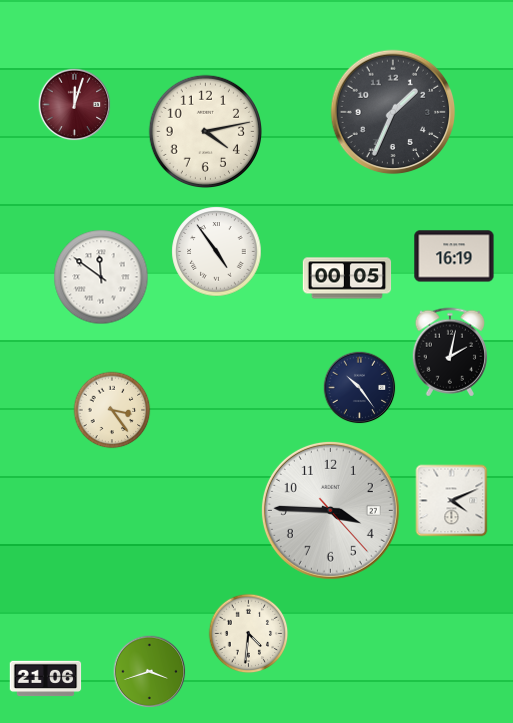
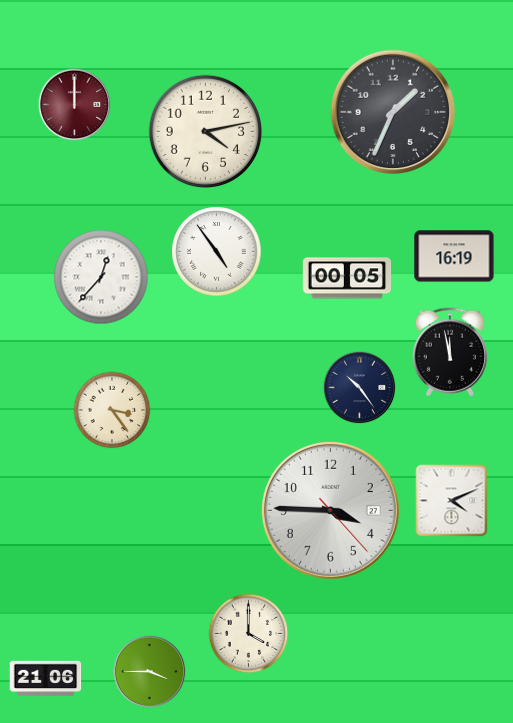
clock at (75, 105): 12:03 -> 12:00
clock at (101, 277): 11:51 -> 12:37
clock at (449, 352): 2:02 -> 11:58
clock at (249, 634): 4:31 -> 4:00
clock at (150, 672): 3:42 -> 3:45
